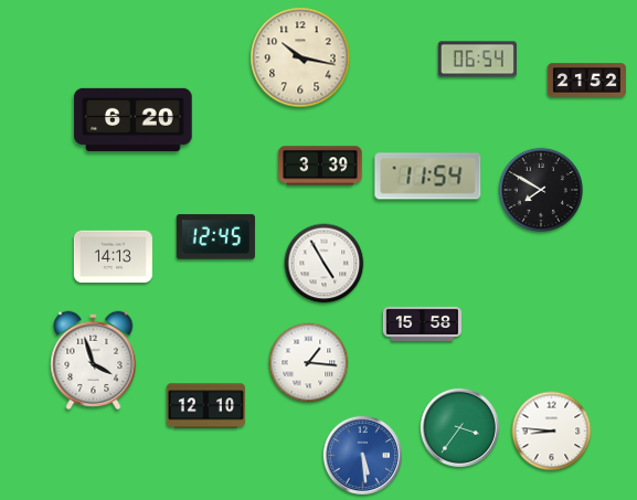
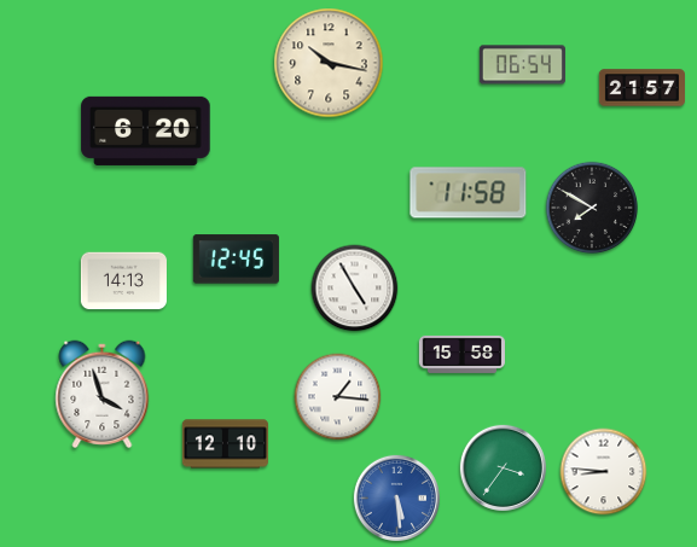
clock at (586, 81): 21:52 -> 21:57
clock at (320, 166): 3:39 -> none
clock at (428, 177): 11:54 -> 11:58
